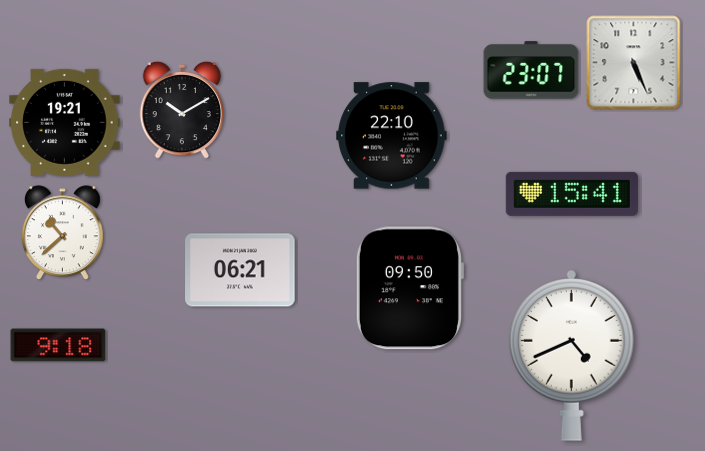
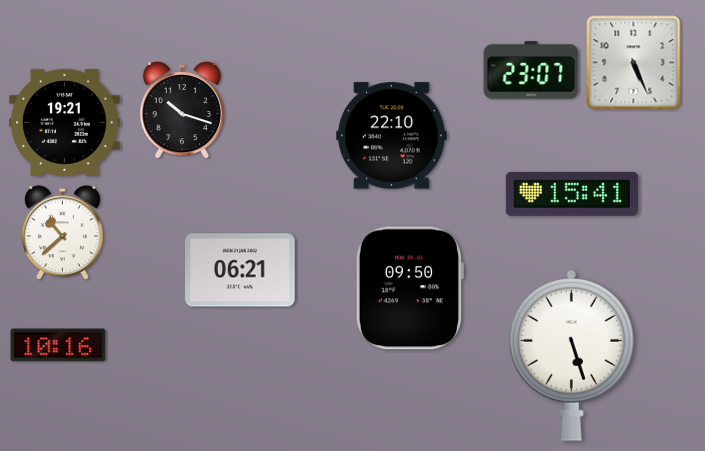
clock at (182, 110): 10:10 -> 10:18
clock at (58, 345): 9:18 -> 10:16
clock at (571, 356): 4:41 -> 5:27
